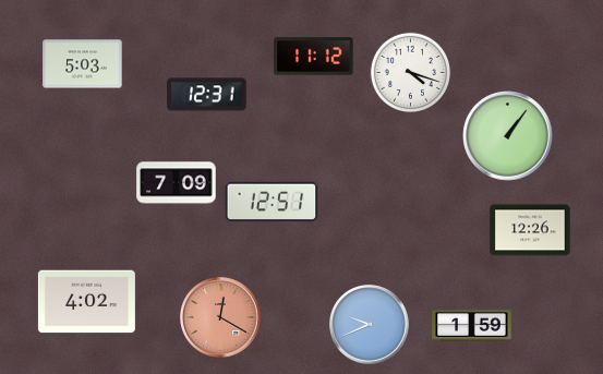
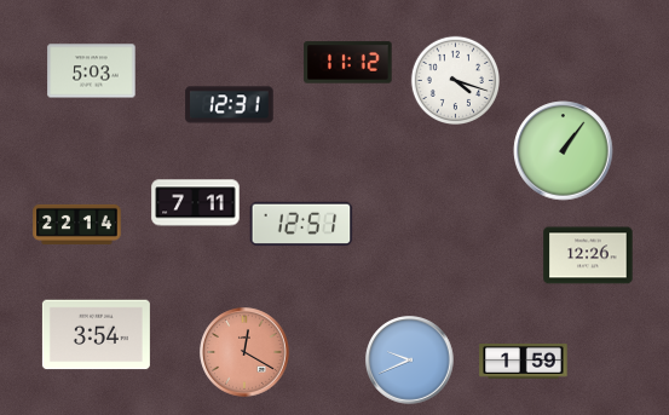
clock at (177, 183): 7:09 -> 7:11
clock at (77, 224): none -> 22:14
clock at (86, 302): 4:02 -> 3:54
